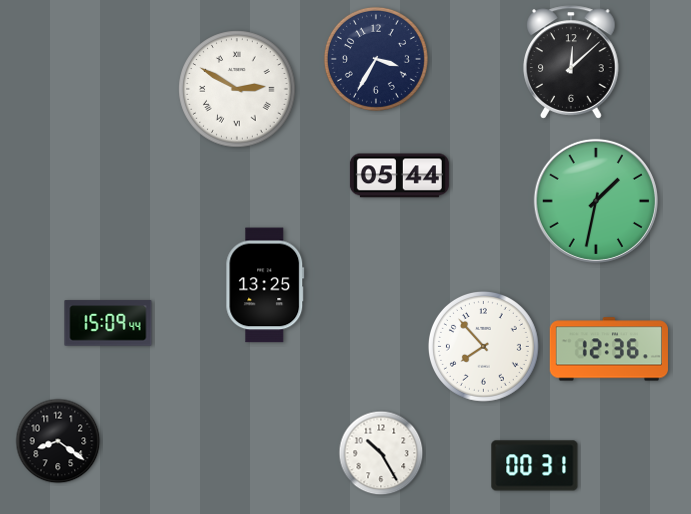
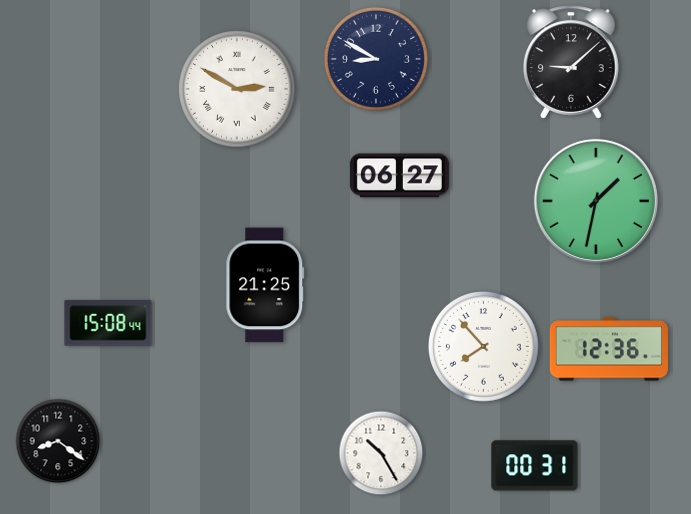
clock at (376, 59): 3:35 -> 8:50
clock at (572, 62): 12:08 -> 9:08
clock at (399, 176): 05:44 -> 06:27
clock at (265, 285): 13:25 -> 21:25
clock at (108, 323): 15:09 -> 15:08
